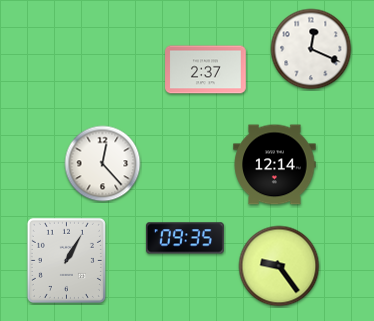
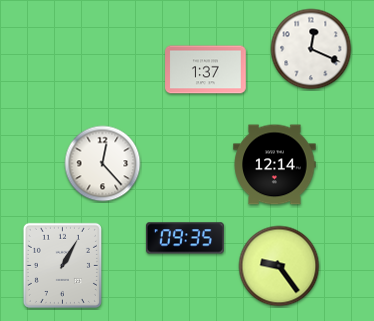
clock at (206, 70): 2:37 -> 1:37
clock at (66, 260) position: (66, 260) -> (62, 265)
